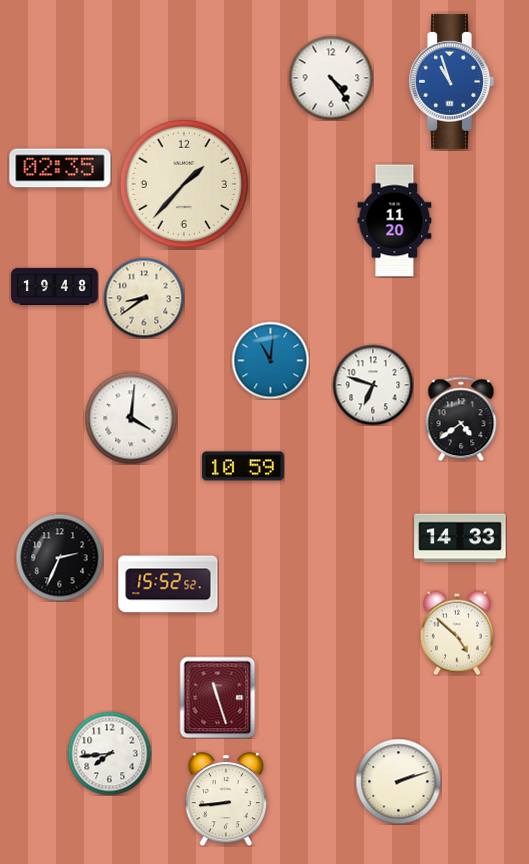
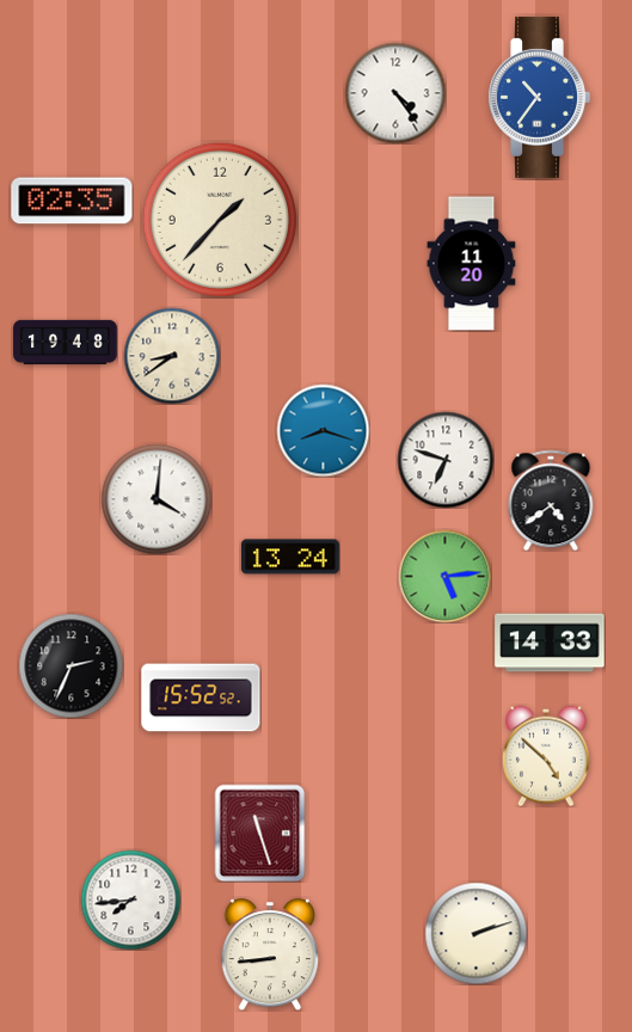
clock at (451, 81): 10:57 -> 10:36
clock at (270, 360): 11:01 -> 8:18
clock at (243, 466): 10:59 -> 13:24
clock at (444, 576): none -> 5:14
